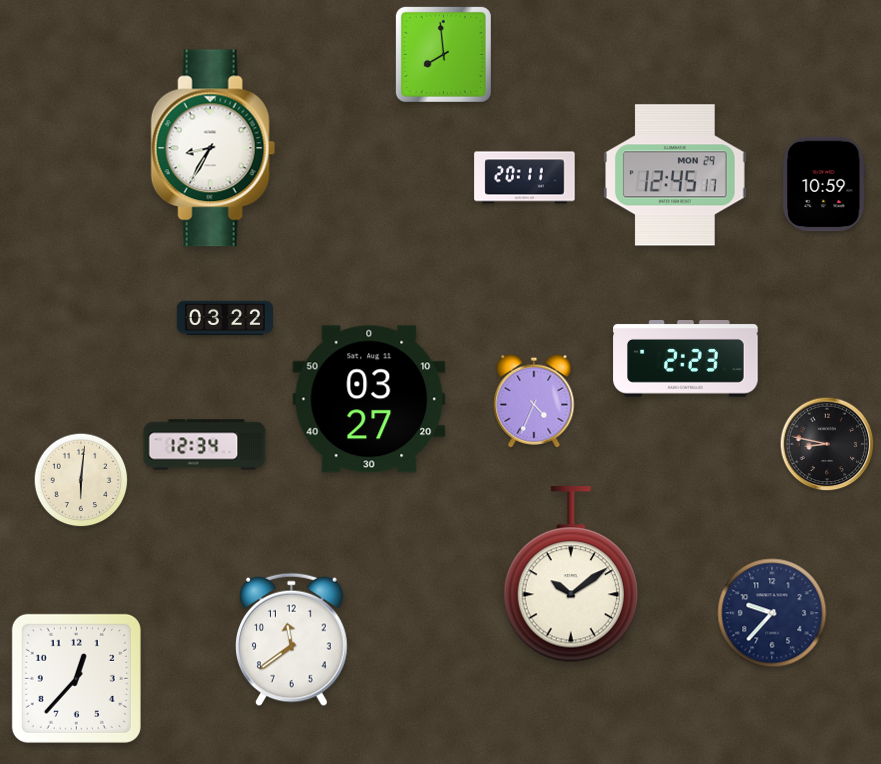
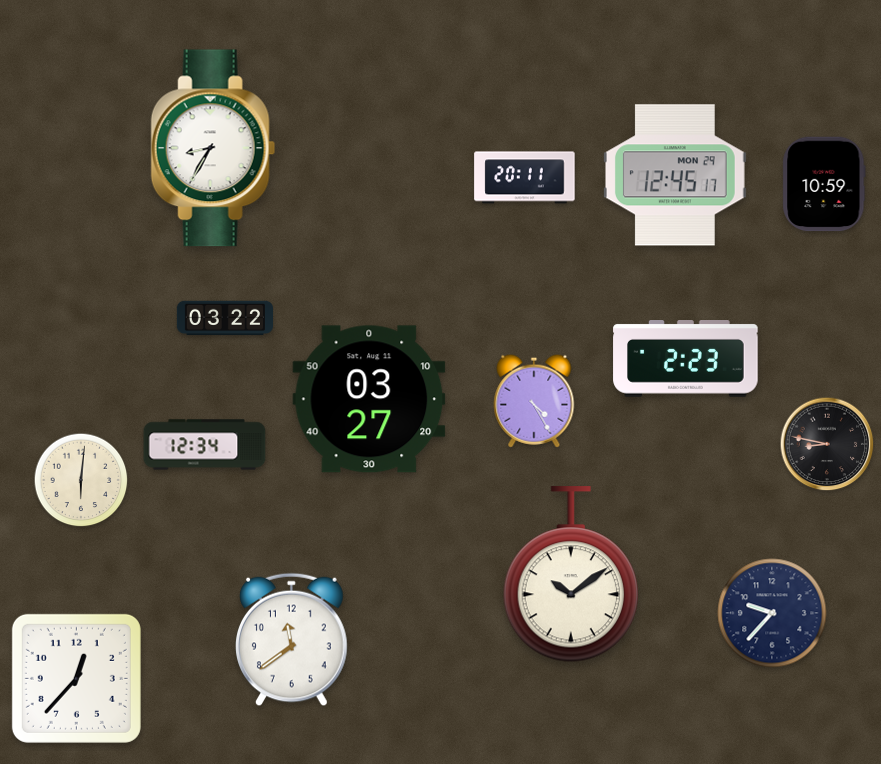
clock at (443, 54): 7:59 -> none
clock at (534, 401): 4:34 -> 4:25
